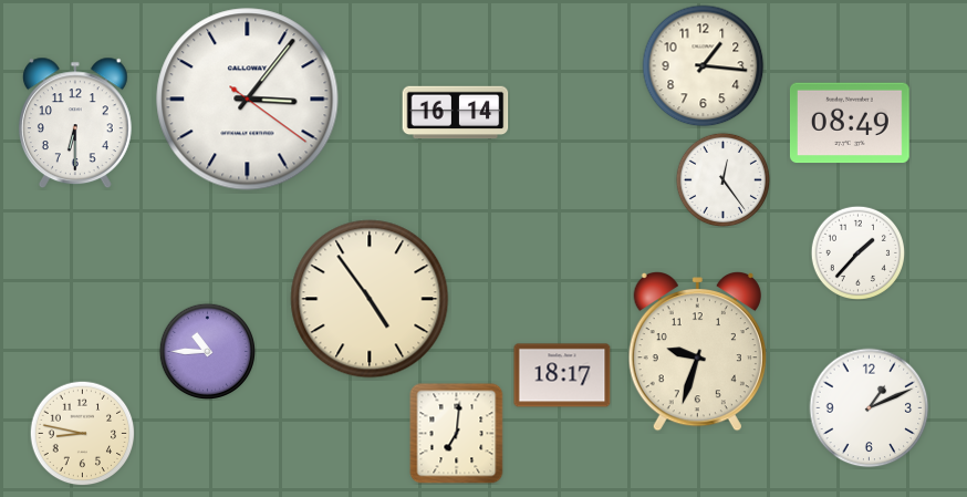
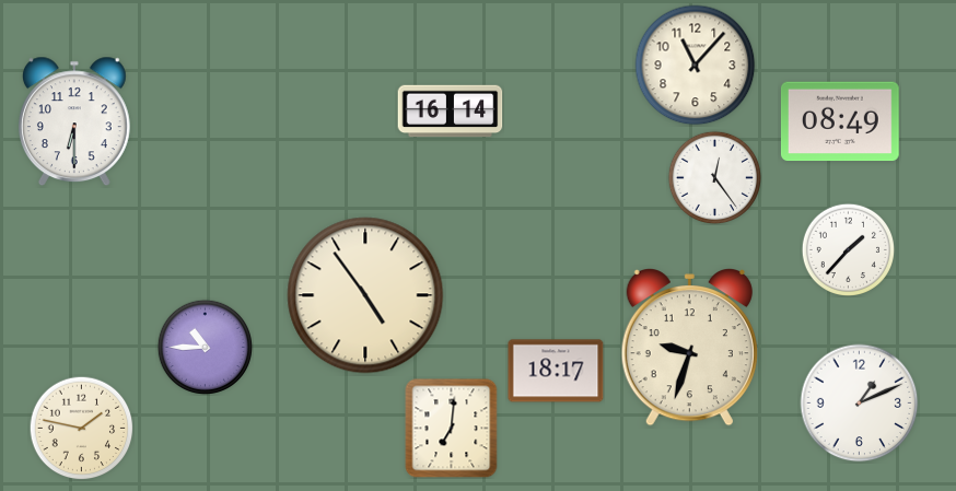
clock at (704, 66): 1:16 -> 11:07
clock at (248, 100): 3:06 -> none
clock at (82, 433): 8:47 -> 1:47
